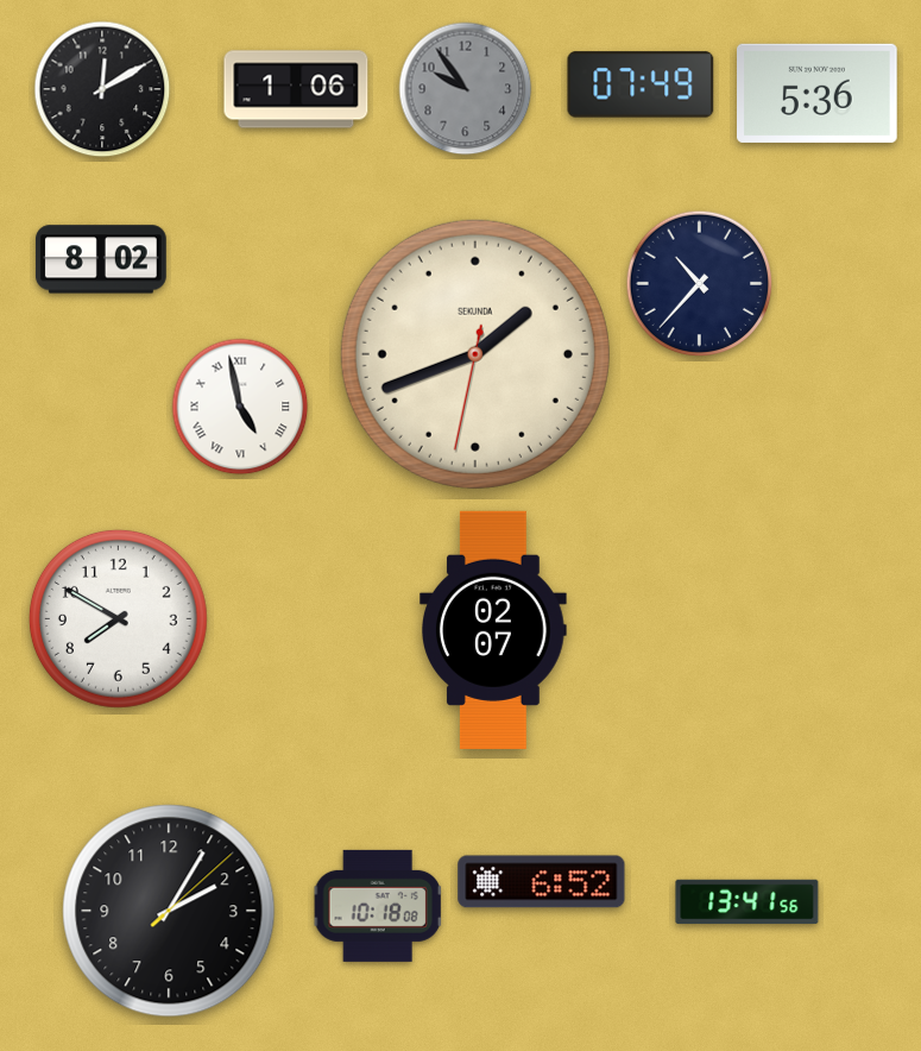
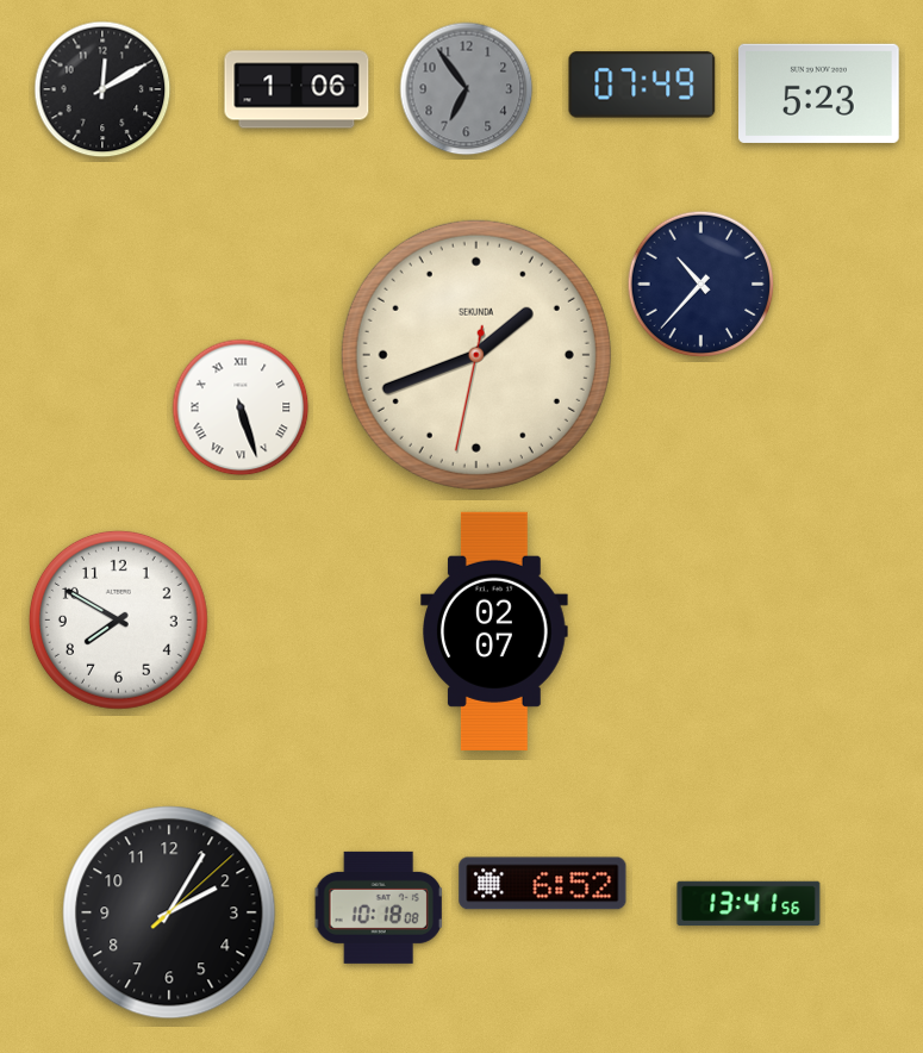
clock at (466, 89): 9:54 -> 6:54
clock at (818, 93): 5:36 -> 5:23
clock at (101, 259): 8:02 -> none
clock at (240, 407): 4:58 -> 5:27
